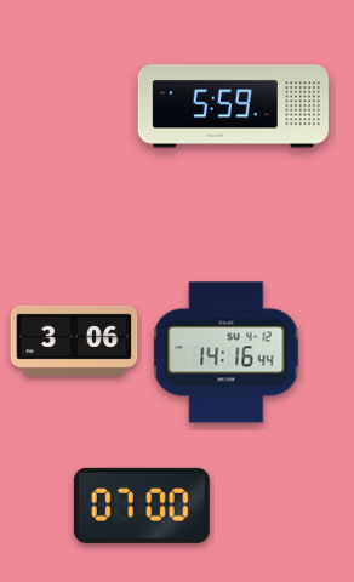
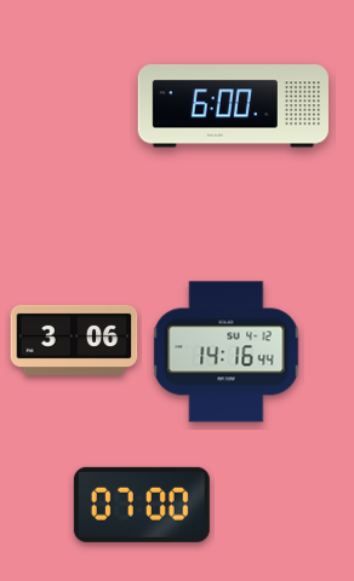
clock at (233, 107): 5:59 -> 6:00
